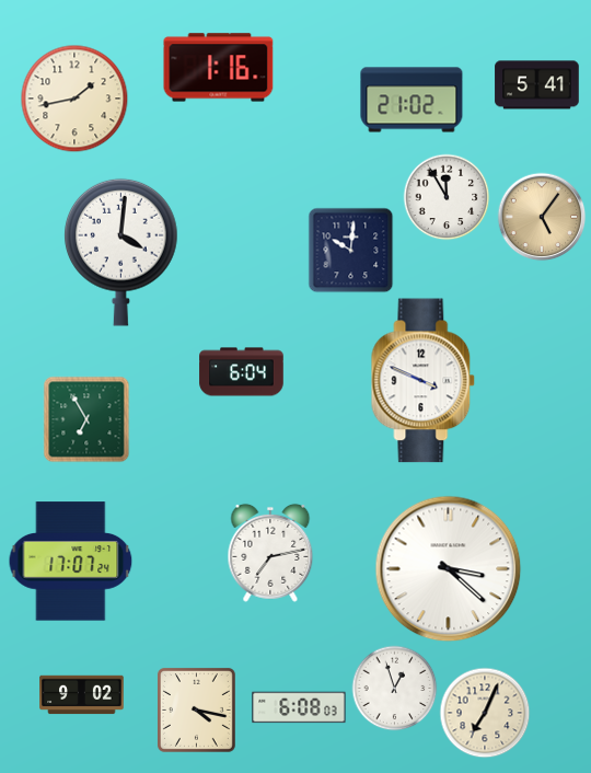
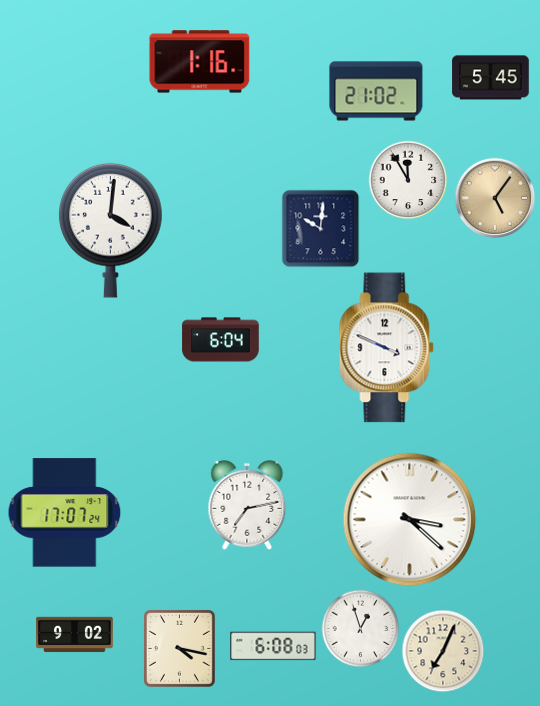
clock at (537, 85): 5:41 -> 5:45
clock at (74, 99): 1:43 -> none
clock at (86, 419): 6:55 -> none
